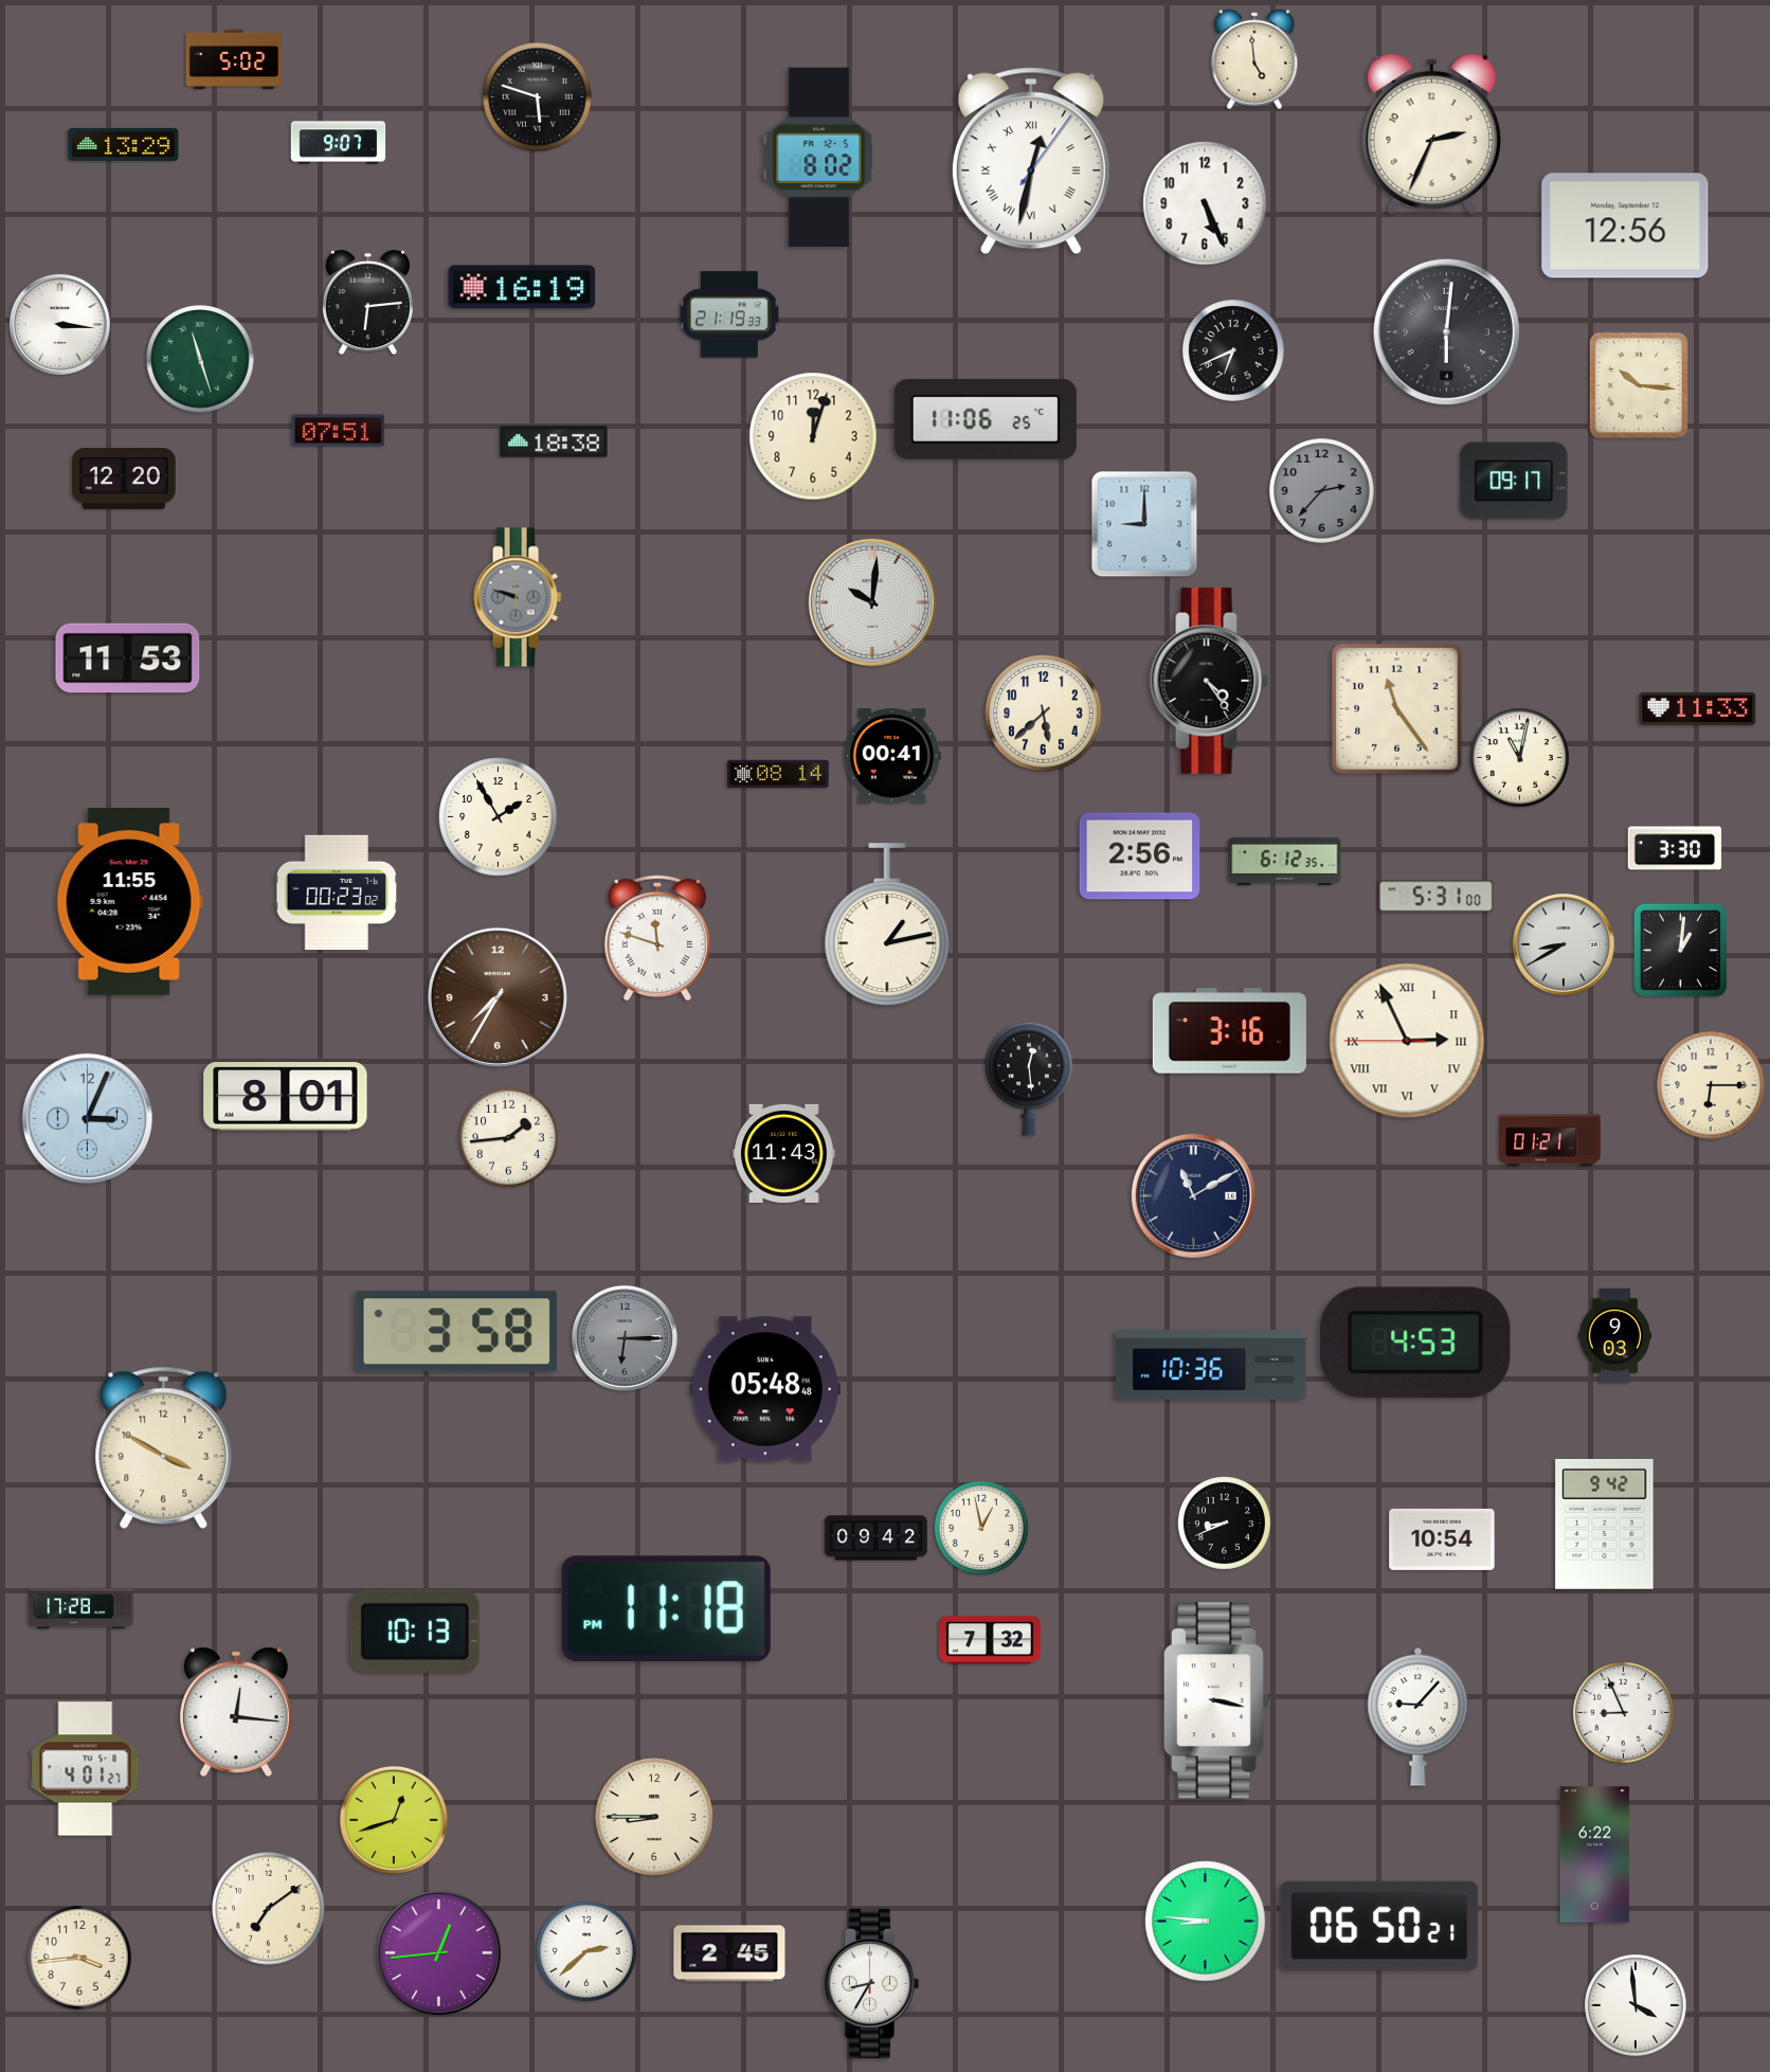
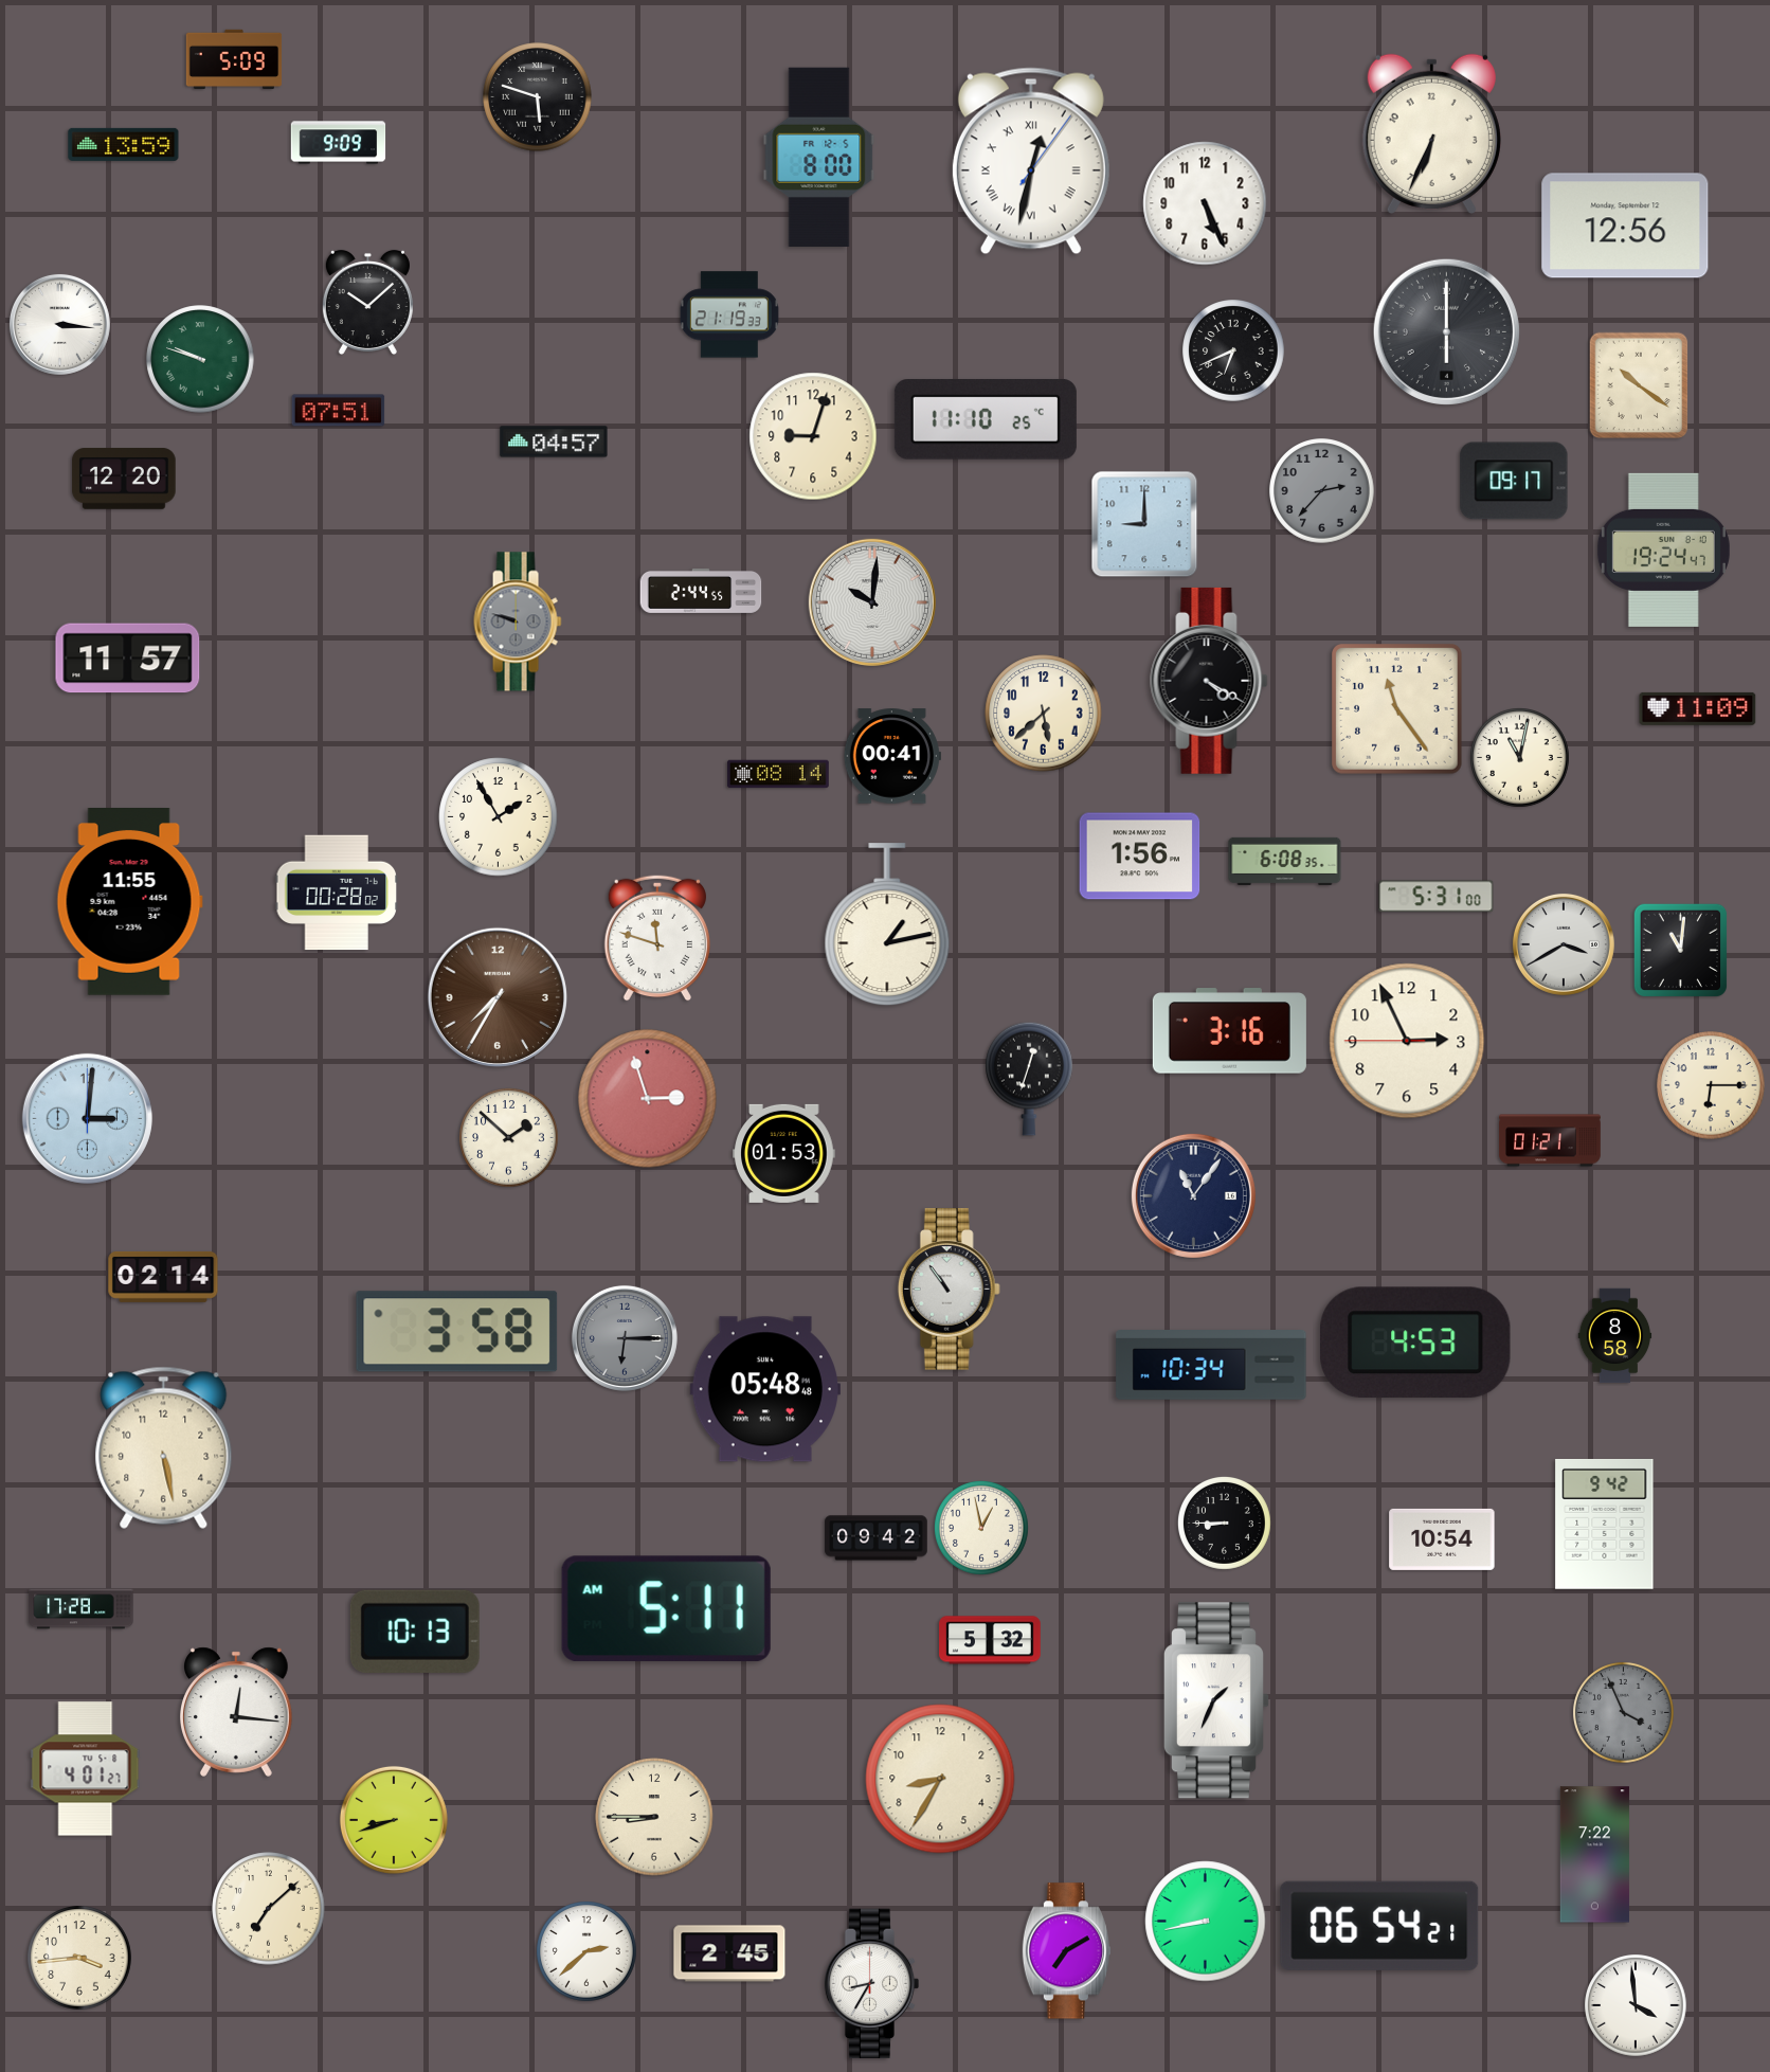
clock at (234, 59): 5:02 -> 5:09
clock at (1254, 59): 4:59 -> none
clock at (1431, 133): 2:34 -> 6:34
clock at (339, 143): 9:07 -> 9:09
clock at (124, 144): 13:29 -> 13:59
clock at (819, 157): 8:02 -> 8:00
clock at (522, 287): 16:19 -> none
clock at (367, 302): 6:14 -> 10:08
clock at (1446, 331): 6:01 -> 6:00
clock at (200, 359): 11:27 -> 9:48
clock at (1639, 385): 10:16 -> 10:21
clock at (986, 419): 11:06 -> 11:10
clock at (339, 431) position: (339, 431) -> (339, 411)
clock at (813, 436): 12:03 -> 9:03
clock at (554, 442): 18:38 -> 04:57
clock at (1663, 549): none -> 19:24
clock at (701, 591): none -> 2:44
clock at (518, 597) position: (518, 597) -> (518, 621)
clock at (128, 659): 11:53 -> 11:57
clock at (1209, 681): 4:24 -> 4:20
clock at (1698, 708): 11:33 -> 11:09
clock at (1675, 848): 3:30 -> none
clock at (1140, 857): 2:56 -> 1:56
clock at (1285, 861): 6:12 -> 6:08
clock at (336, 893): 00:23 -> 00:28
clock at (1564, 944): 8:40 -> 3:40
clock at (1681, 951): 1:01 -> 11:01
clock at (1407, 1041) numerals: Roman -> Arabic
clock at (1029, 1079): 12:29 -> 12:33
clock at (286, 1097): 8:01 -> none
clock at (648, 1099): none -> 2:57
clock at (87, 1118): 3:04 -> 3:01
clock at (509, 1138): 1:44 -> 1:52
clock at (784, 1153): 11:43 -> 01:53
clock at (1193, 1195): 11:10 -> 11:06
clock at (163, 1277): none -> 02:14
clock at (949, 1290): none -> 10:54
clock at (1615, 1336): 9:03 -> 8:58
clock at (1211, 1366): 10:36 -> 10:34
clock at (164, 1447): 3:50 -> 5:28
clock at (1224, 1523): 8:41 -> 8:45
clock at (666, 1608): 11:18 -> 5:11
clock at (991, 1640): 7:32 -> 5:32
clock at (1215, 1700): 3:17 -> 1:34
clock at (1624, 1713): 8:56 -> 3:56
clock at (1624, 1713) dial: white -> grey
clock at (1419, 1716): 9:07 -> none
clock at (940, 1779): none -> 8:35
clock at (394, 1820): 12:42 -> 8:42
clock at (1594, 1855): 6:22 -> 7:22
clock at (269, 1909): 7:09 -> 7:08
clock at (1206, 1922): 8:46 -> 8:43
clock at (1379, 1926): 06:50 -> 06:54
clock at (1066, 1951): none -> 7:10
clock at (438, 1952): 12:44 -> none
